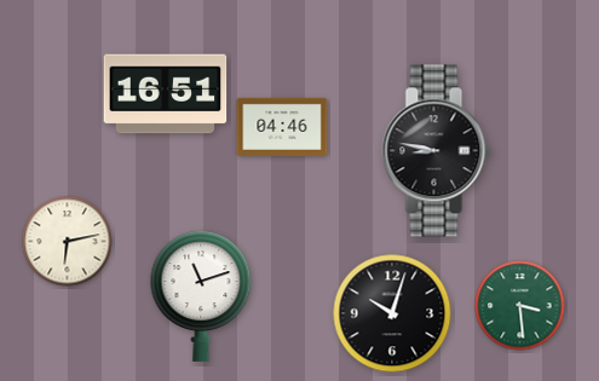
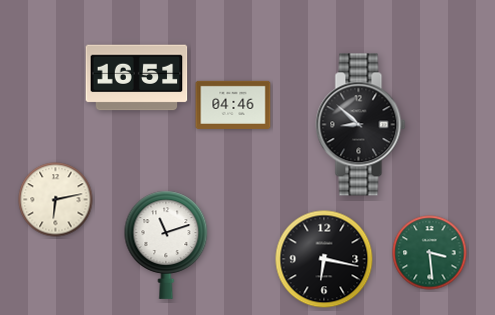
clock at (437, 151): 8:47 -> 8:52
clock at (392, 313): 10:03 -> 6:17
